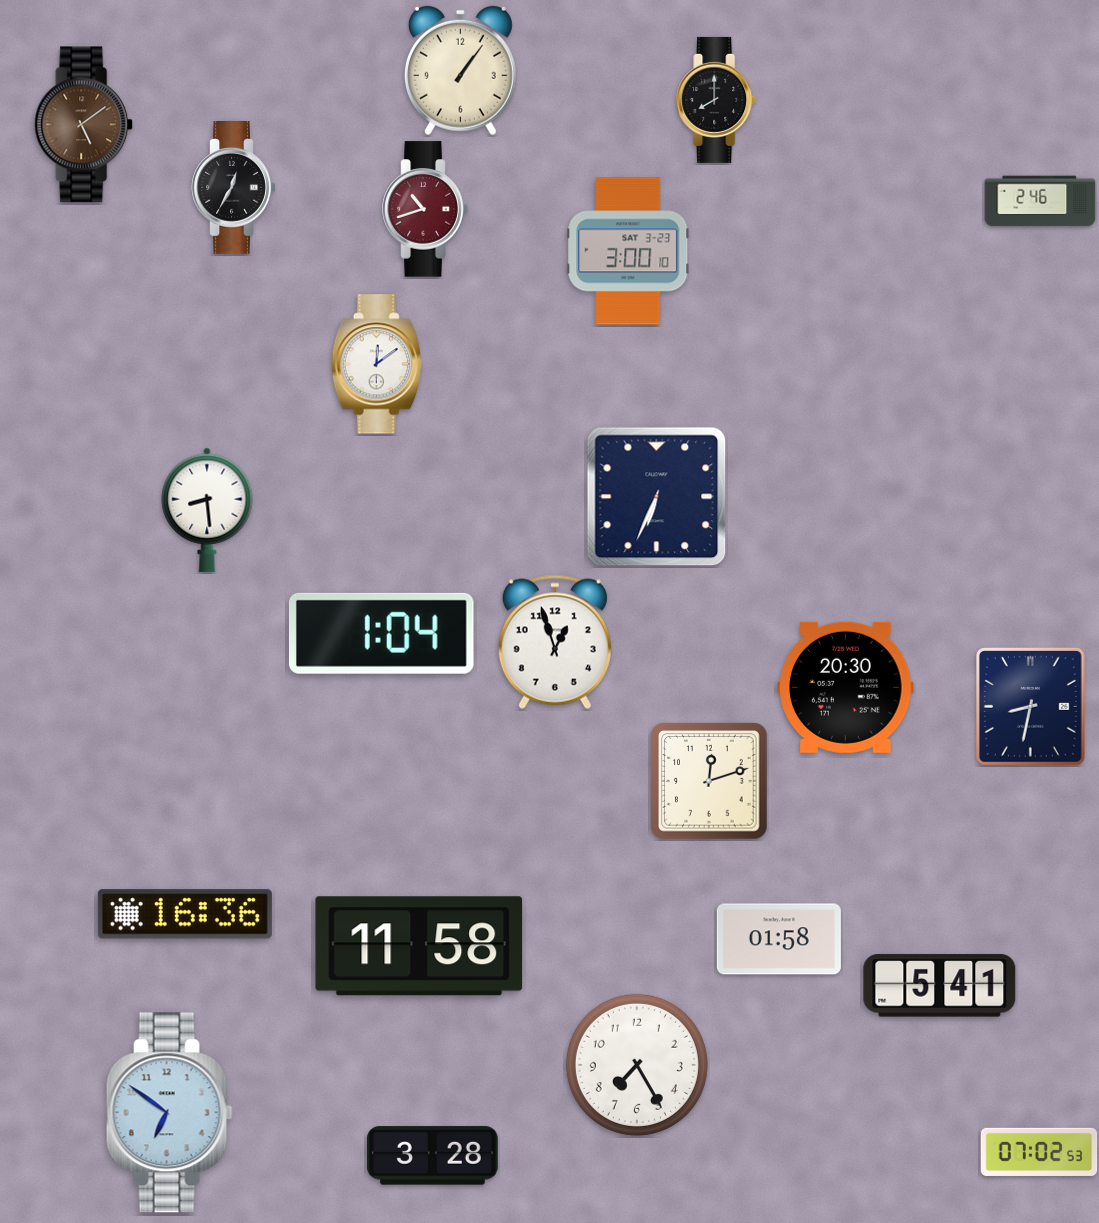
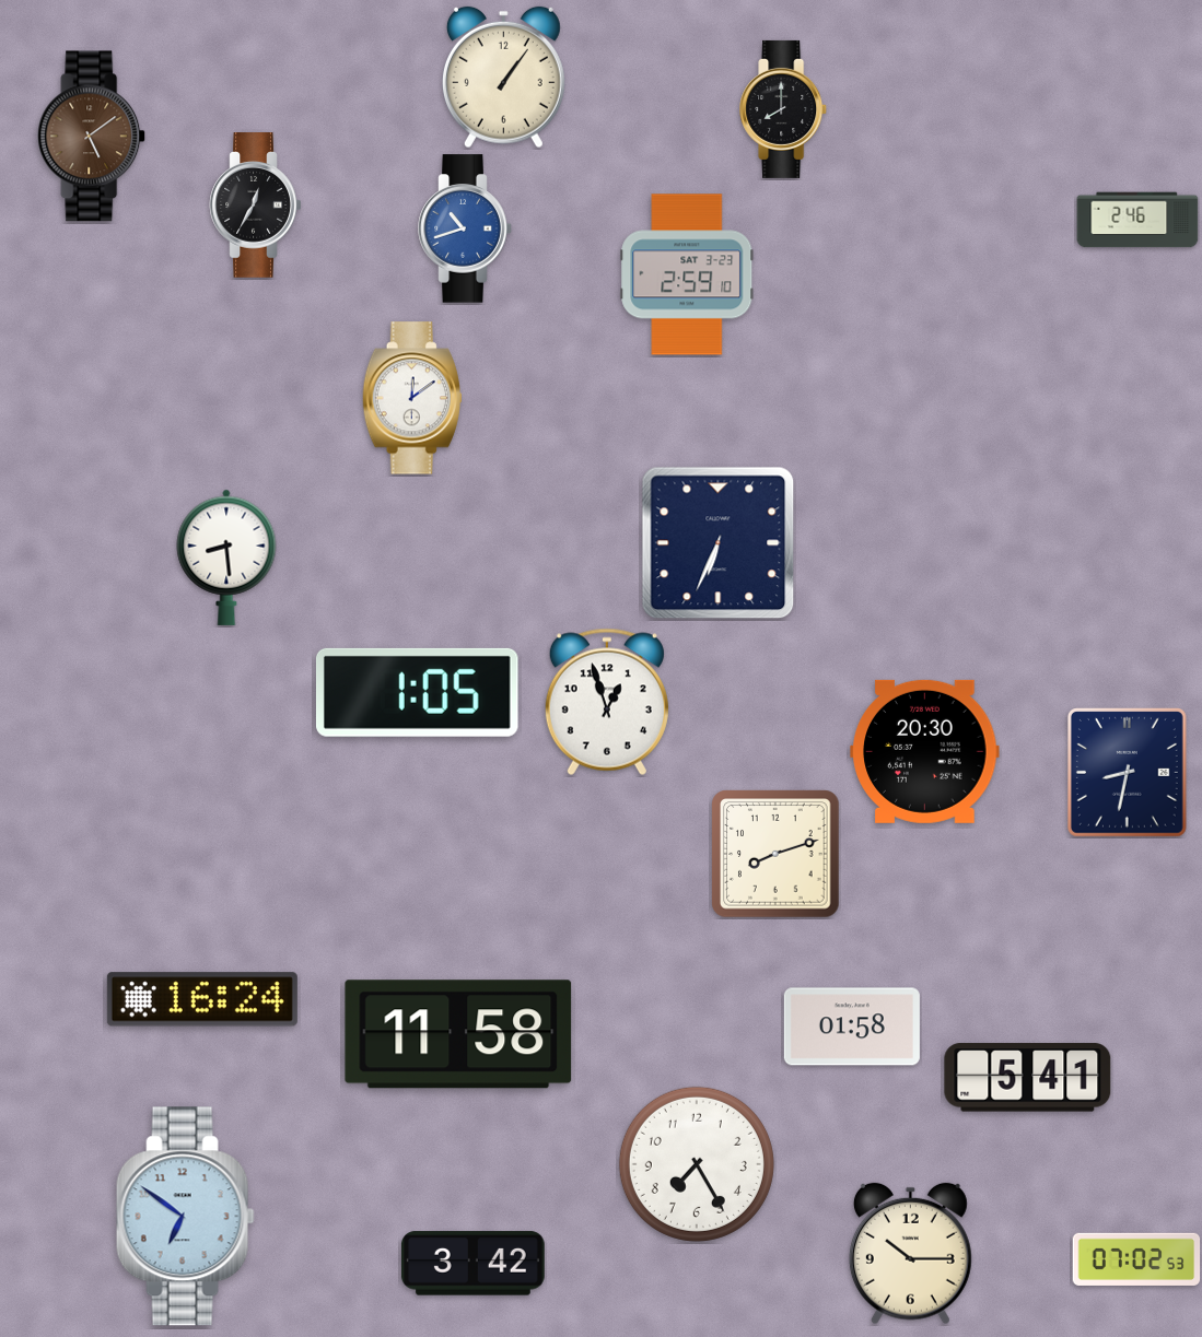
clock at (425, 209) dial: burgundy -> blue
clock at (628, 251): 3:00 -> 2:59
clock at (381, 633): 1:04 -> 1:05
clock at (709, 781): 12:12 -> 8:12
clock at (185, 914): 16:36 -> 16:24
clock at (910, 1254): none -> 10:15
clock at (432, 1156): 3:28 -> 3:42
